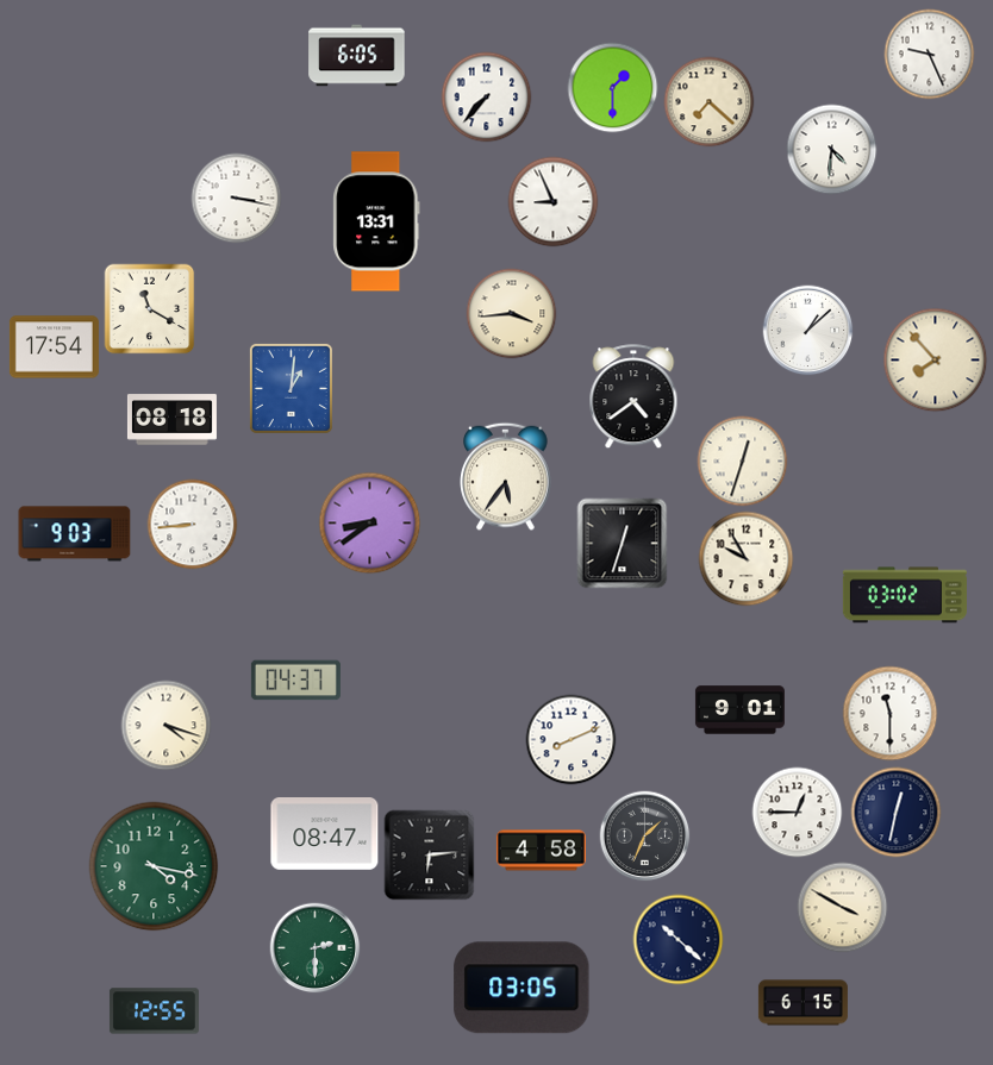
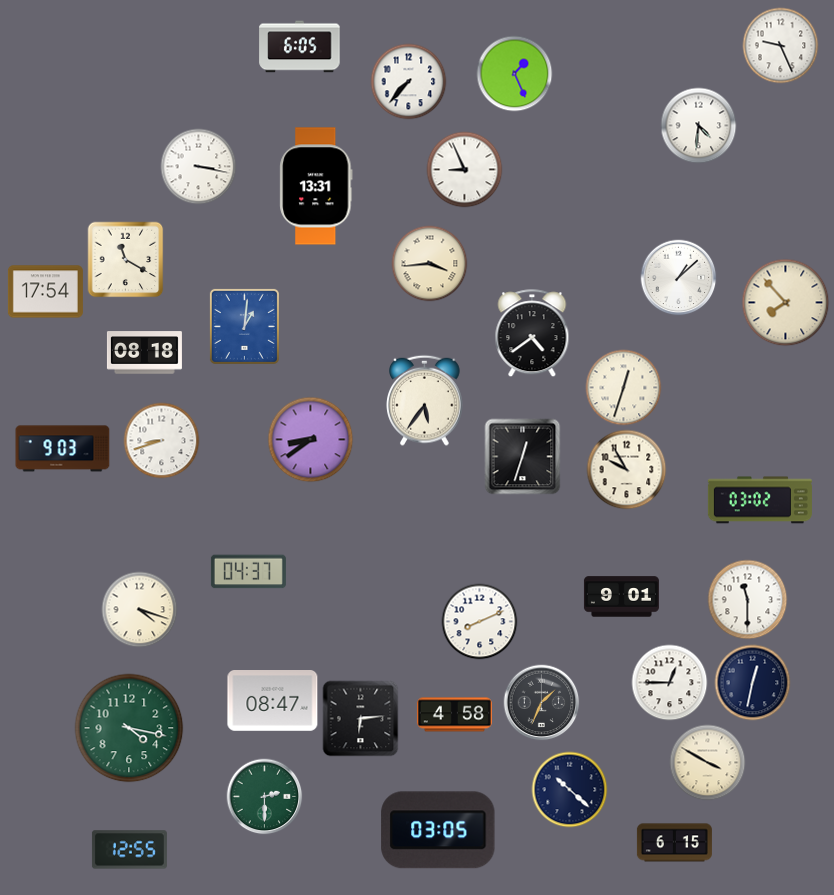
clock at (613, 88): 1:30 -> 1:26
clock at (710, 102): 7:22 -> none
clock at (193, 525): 8:44 -> 8:42
